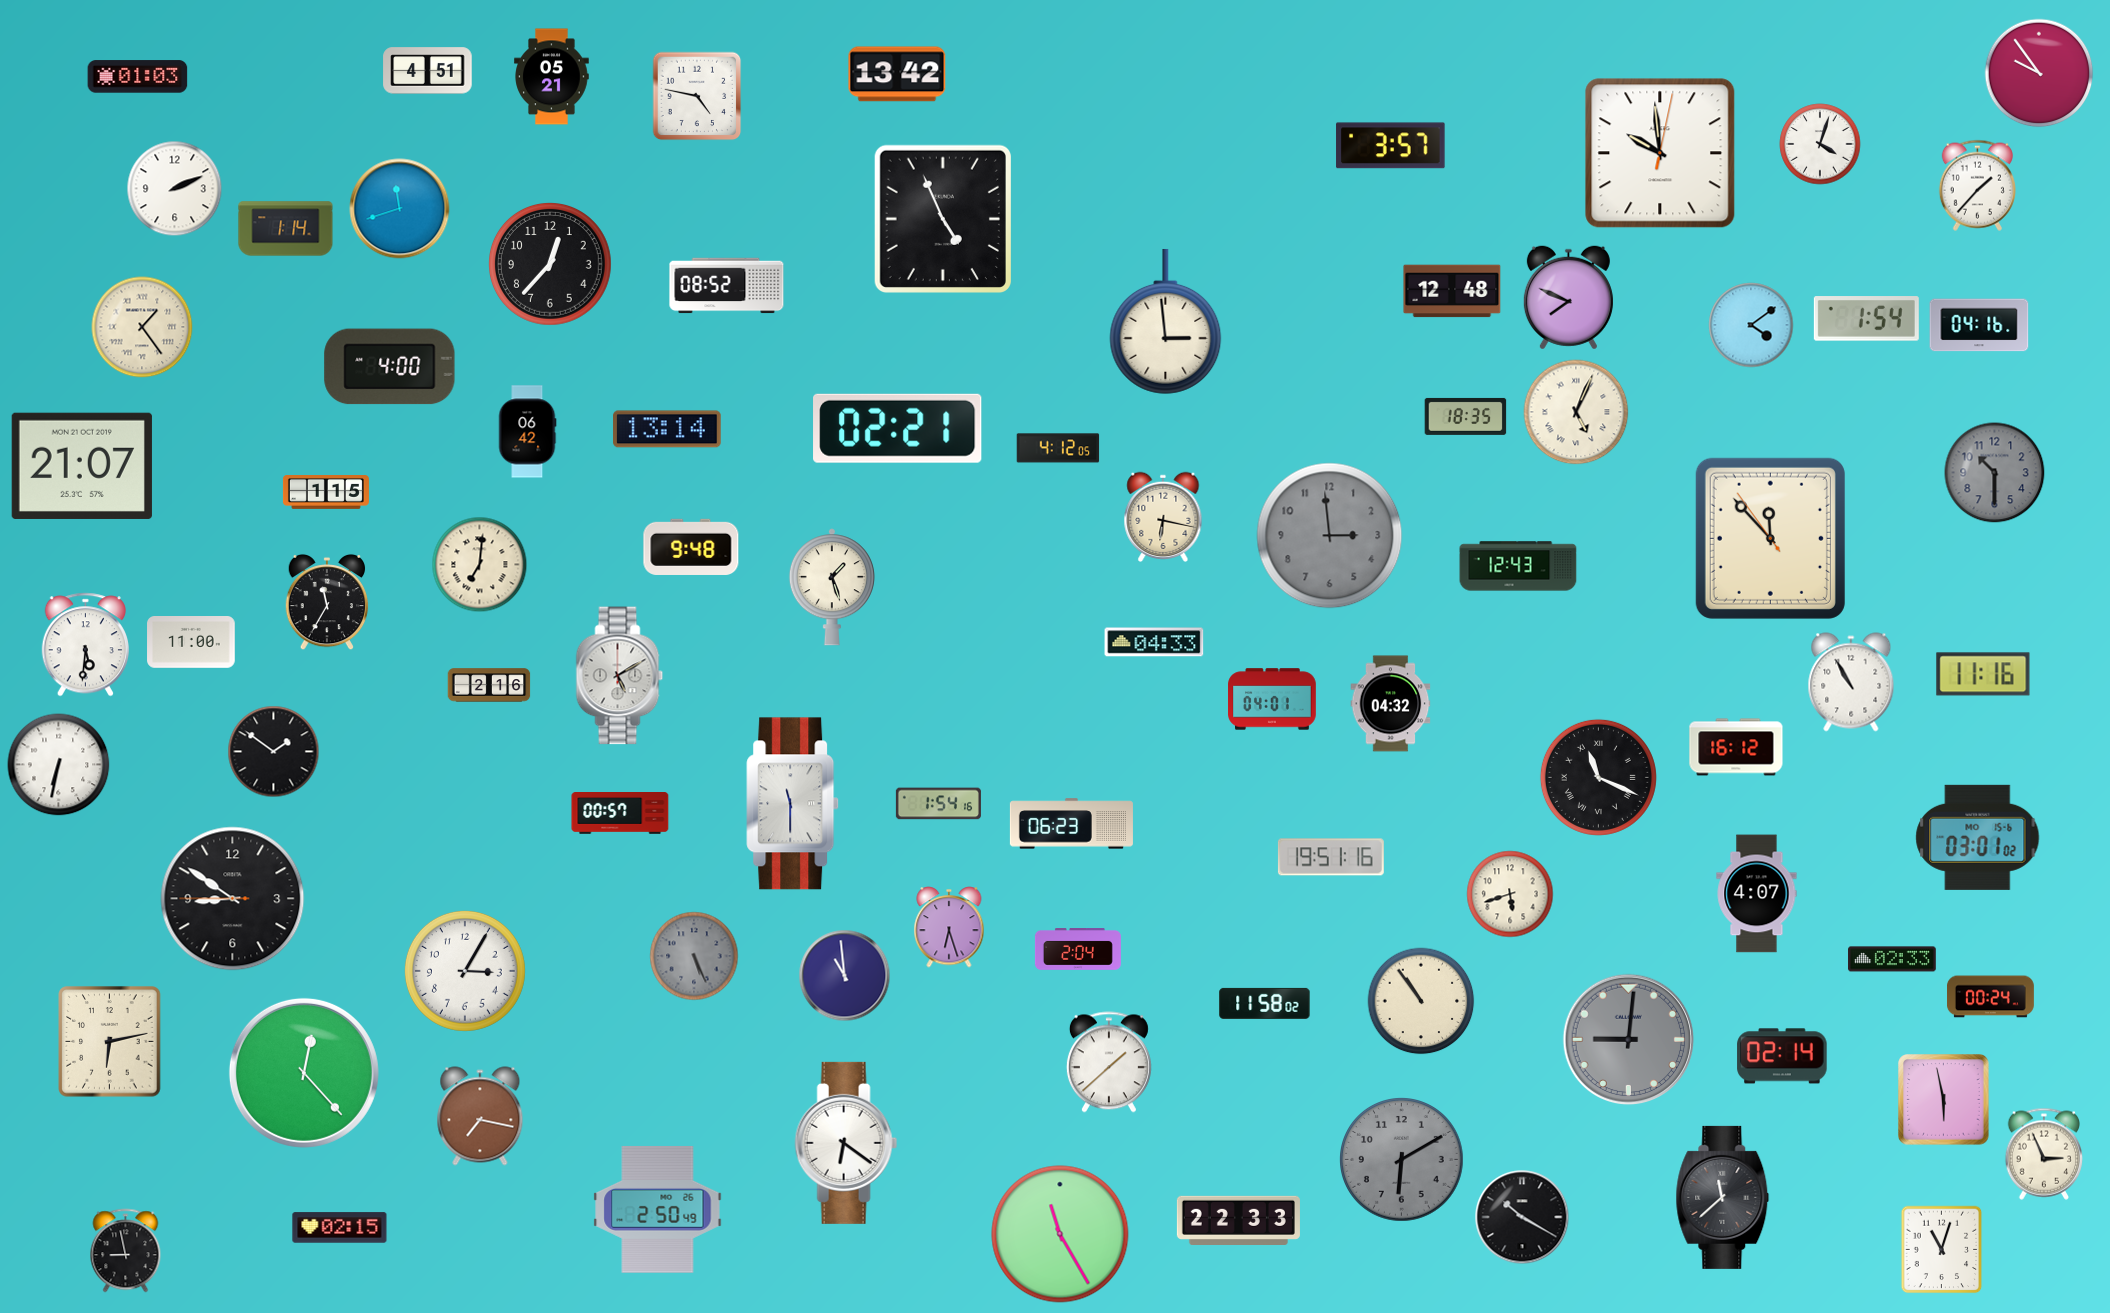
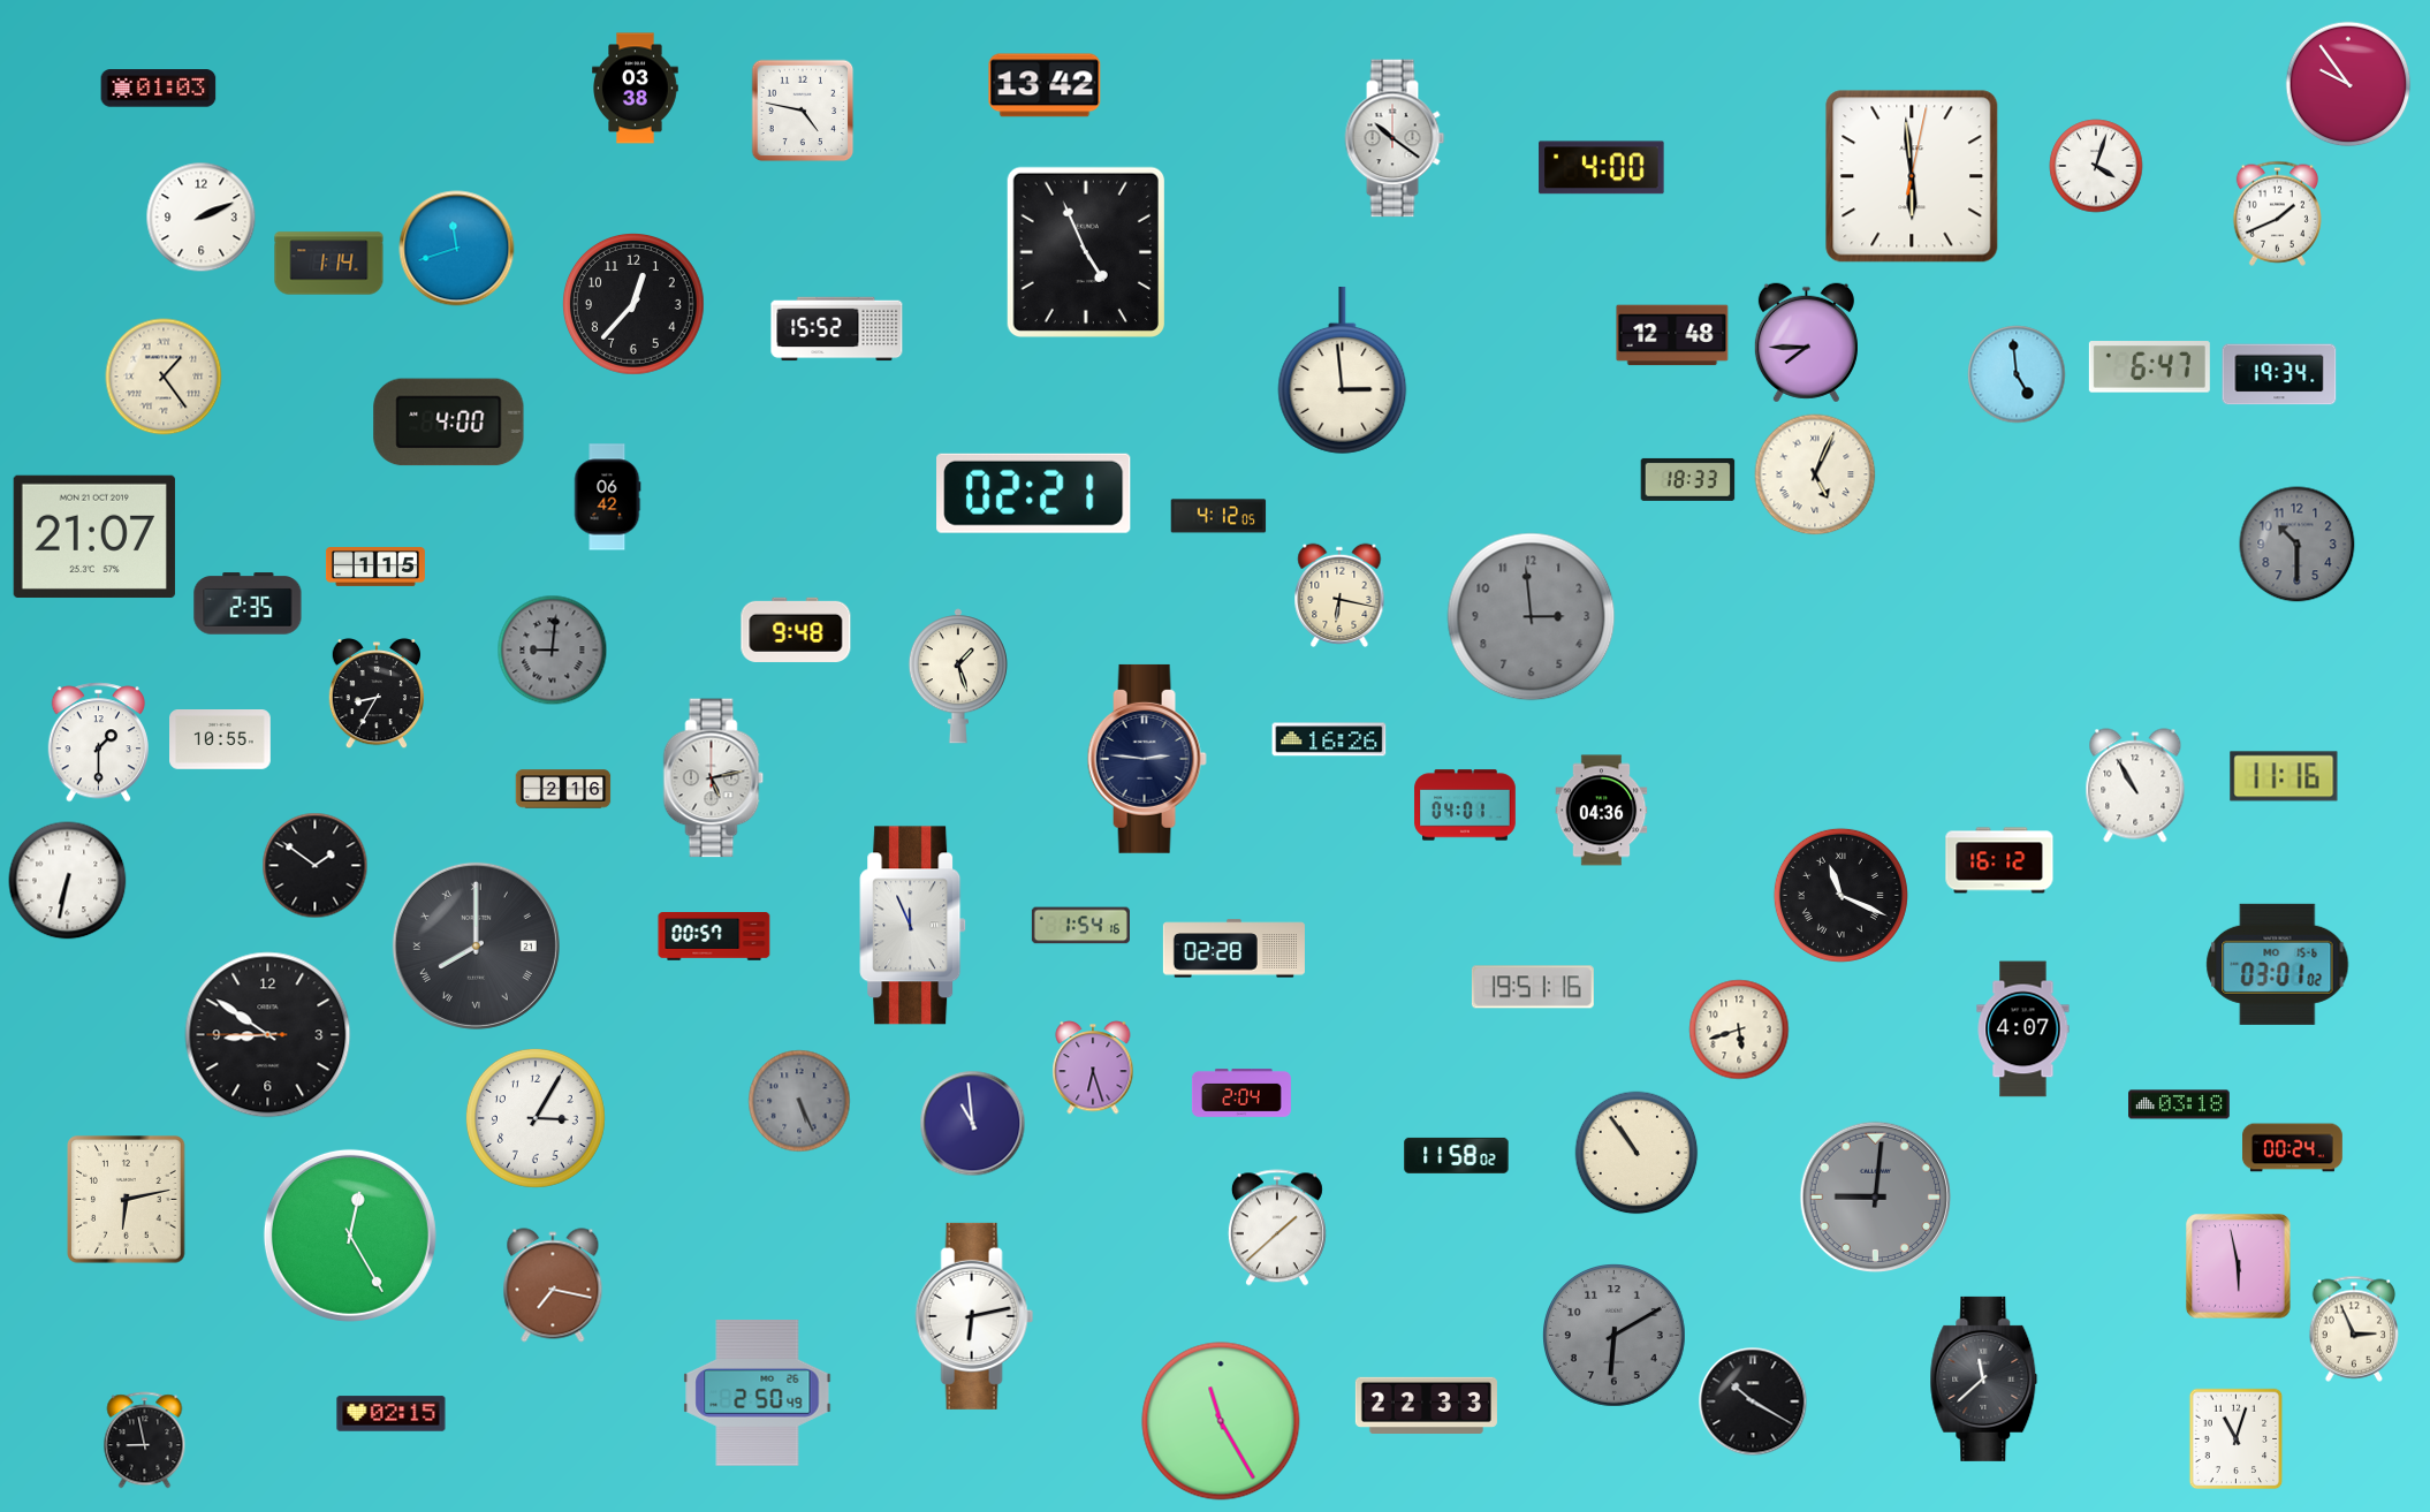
clock at (428, 71): 4:51 -> none
clock at (897, 74) position: (897, 74) -> (1045, 85)
clock at (552, 77): 05:21 -> 03:38
clock at (1395, 138): none -> 10:21
clock at (1391, 146): 3:57 -> 4:00
clock at (1660, 153): 9:59 -> 5:59
clock at (1977, 185): 1:37 -> 1:41
clock at (400, 209) position: (400, 209) -> (457, 249)
clock at (727, 286): 08:52 -> 15:52
clock at (1568, 298): 7:49 -> 7:45
clock at (1866, 319): 1:54 -> 6:47
clock at (1751, 325): 4:09 -> 4:59
clock at (1979, 325): 04:16 -> 19:34
clock at (1466, 416): 18:35 -> 18:33
clock at (667, 429): 13:14 -> none
clock at (248, 603): none -> 2:35
clock at (1770, 538): 11:52 -> none
clock at (480, 565): 7:01 -> 9:01
clock at (480, 565) dial: cream -> grey
clock at (1518, 566): 12:43 -> none
clock at (327, 602): 11:35 -> 8:35
clock at (1154, 642): 04:33 -> 16:26
clock at (191, 643): 11:00 -> 10:55
clock at (85, 645): 5:31 -> 1:30
clock at (1147, 759): none -> 2:46
clock at (620, 676): 5:10 -> 5:13
clock at (1851, 682) position: (1851, 682) -> (2135, 785)
clock at (1391, 704): 04:32 -> 04:36
clock at (793, 804): 11:30 -> 11:56
clock at (476, 945): none -> 8:00
clock at (1071, 824): 06:23 -> 02:28
clock at (1892, 959): 02:33 -> 03:18
clock at (1782, 1056): 02:14 -> none
clock at (1109, 1062) position: (1109, 1062) -> (1277, 1228)
clock at (304, 1073): 12:23 -> 12:25
clock at (846, 1143): 6:21 -> 6:13
